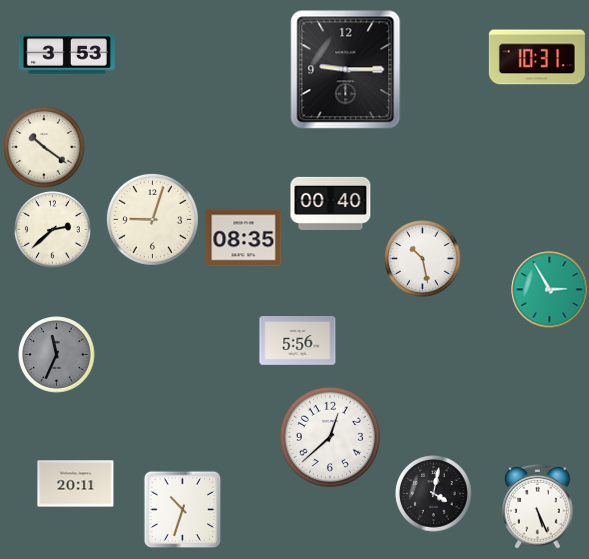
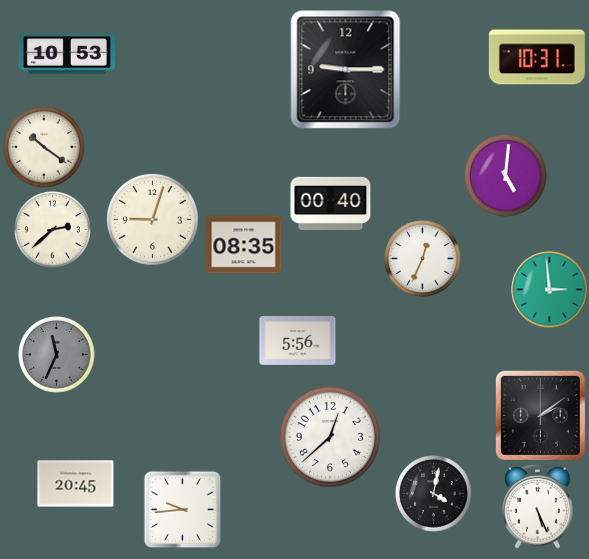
clock at (67, 54): 3:53 -> 10:53
clock at (506, 176): none -> 5:01
clock at (244, 238) position: (244, 238) -> (244, 245)
clock at (423, 259): 10:28 -> 12:34
clock at (550, 290): 2:55 -> 2:59
clock at (540, 415): none -> 2:09
clock at (76, 484): 20:11 -> 20:45
clock at (182, 509): 10:33 -> 9:44
